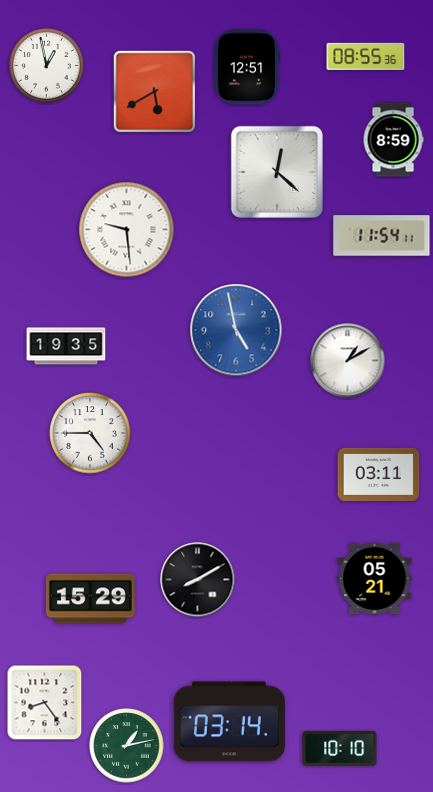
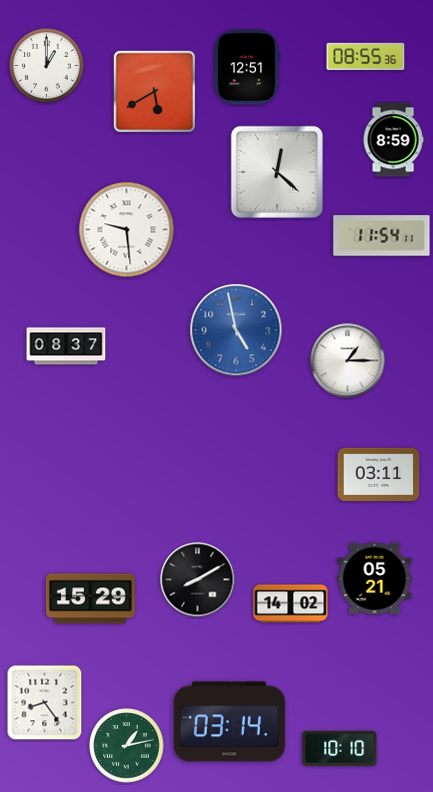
clock at (47, 66): 12:58 -> 1:00
clock at (66, 346): 19:35 -> 08:37
clock at (348, 361): 1:10 -> 1:15
clock at (90, 433): 4:45 -> none
clock at (291, 604): none -> 14:02
